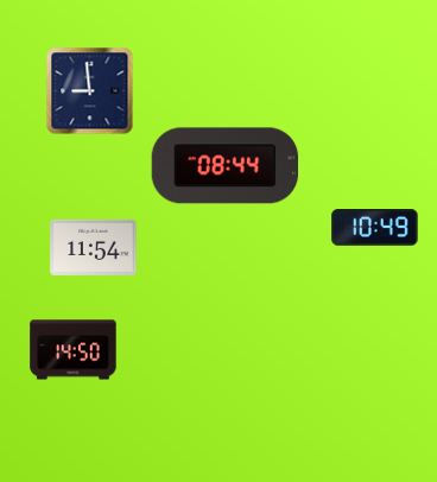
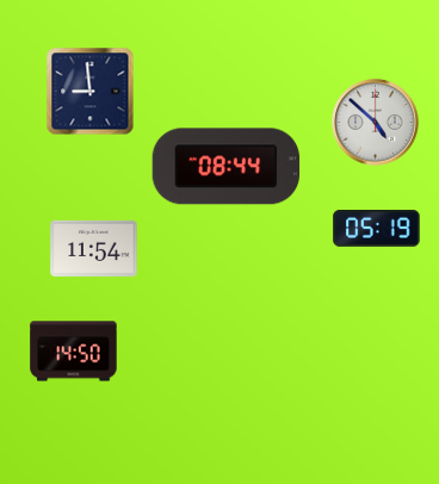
clock at (376, 123): none -> 4:52
clock at (375, 228): 10:49 -> 05:19
